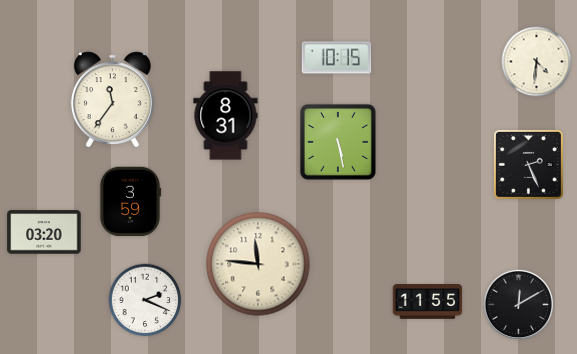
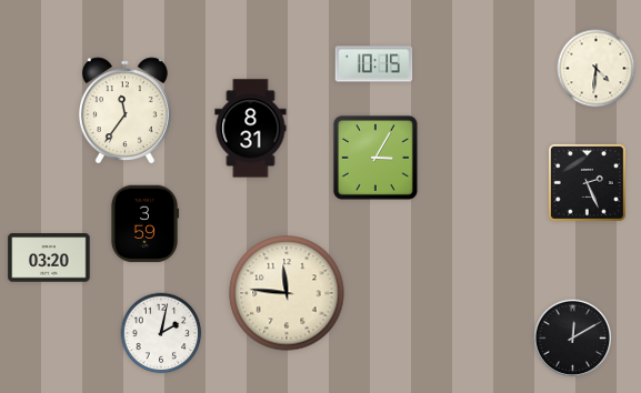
clock at (338, 142): 5:28 -> 3:05
clock at (145, 300): 2:19 -> 2:02
clock at (428, 302): 11:55 -> none
clock at (518, 304) position: (518, 304) -> (572, 337)
